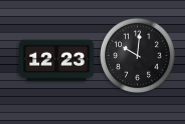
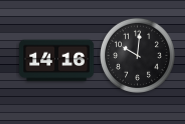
clock at (57, 61): 12:23 -> 14:16
